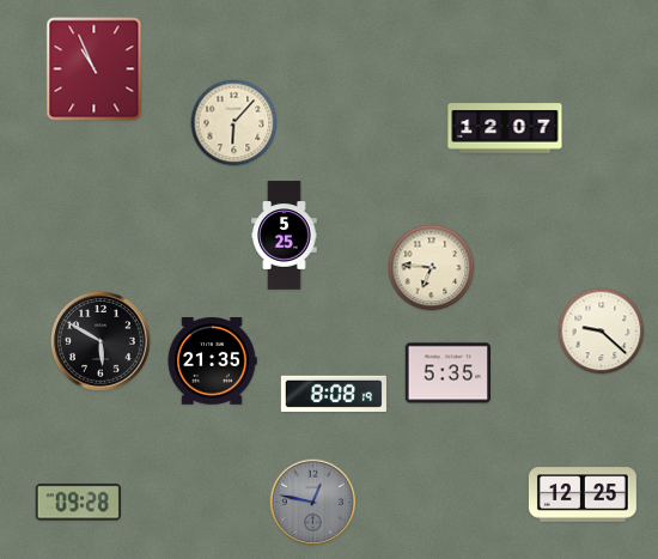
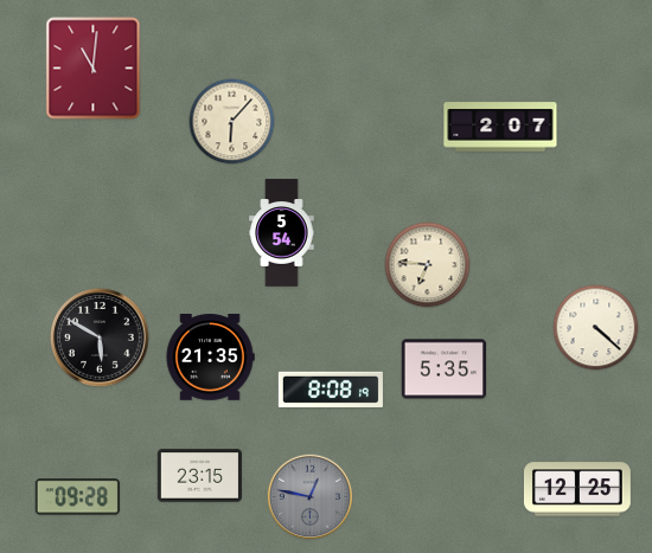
clock at (95, 69): 10:56 -> 11:01
clock at (505, 128): 12:07 -> 2:07
clock at (285, 236): 5:25 -> 5:54
clock at (602, 332): 9:22 -> 4:22
clock at (199, 476): none -> 23:15
